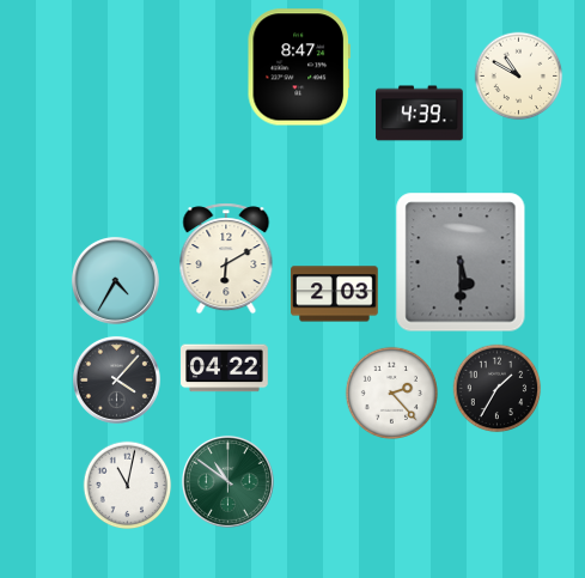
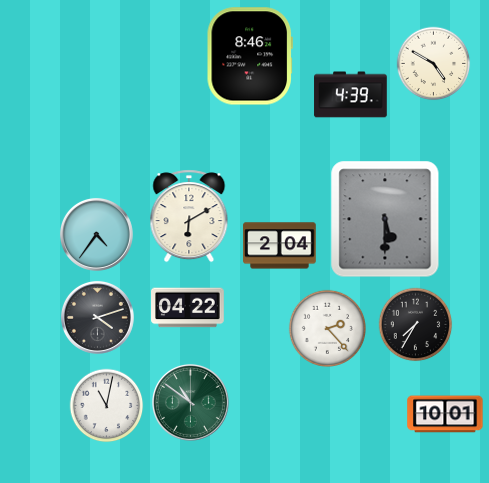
clock at (299, 67): 8:47 -> 8:46
clock at (519, 77): 10:50 -> 4:50
clock at (115, 280): 4:35 -> 4:36
clock at (335, 294): 2:03 -> 2:04
clock at (116, 379): 4:07 -> 4:12
clock at (498, 389): 1:35 -> 7:35
clock at (445, 414): none -> 10:01
